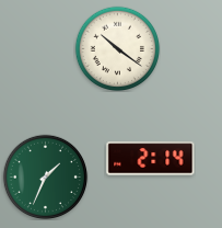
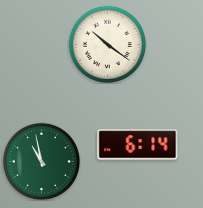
clock at (151, 159): 2:14 -> 6:14
clock at (45, 176): 1:34 -> 10:58
